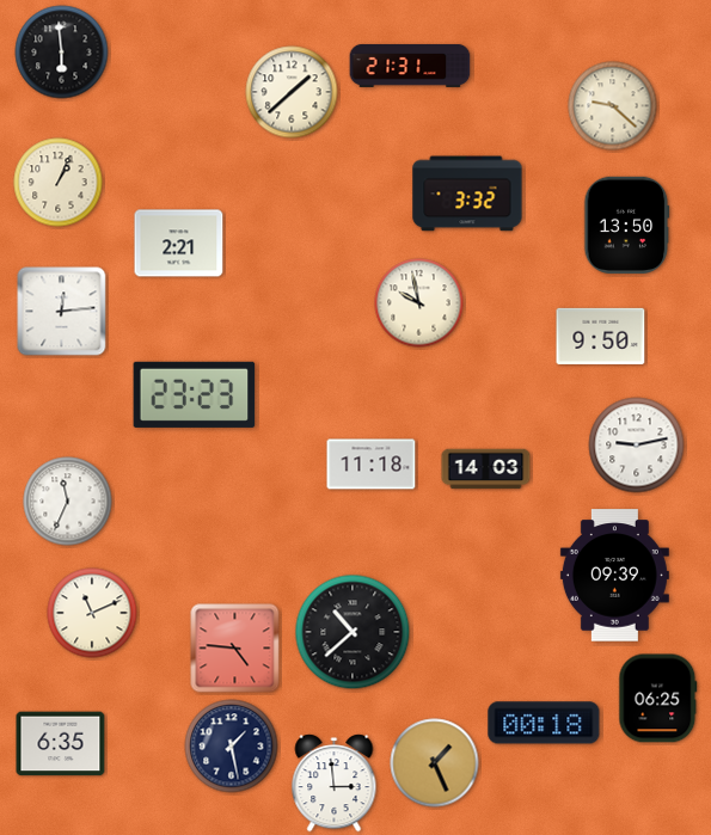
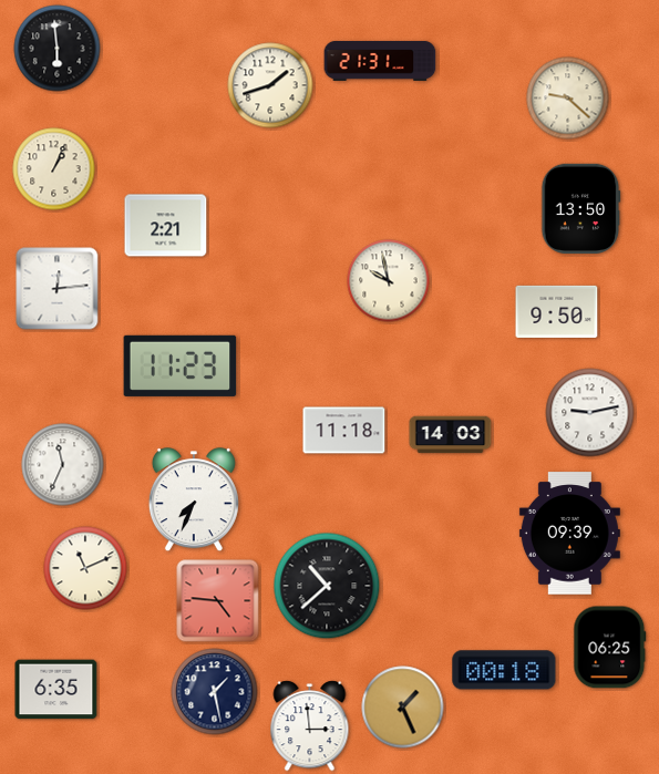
clock at (292, 92): 1:38 -> 1:42
clock at (467, 194): 3:32 -> none
clock at (195, 394): 23:23 -> 11:23
clock at (194, 500): none -> 7:34
